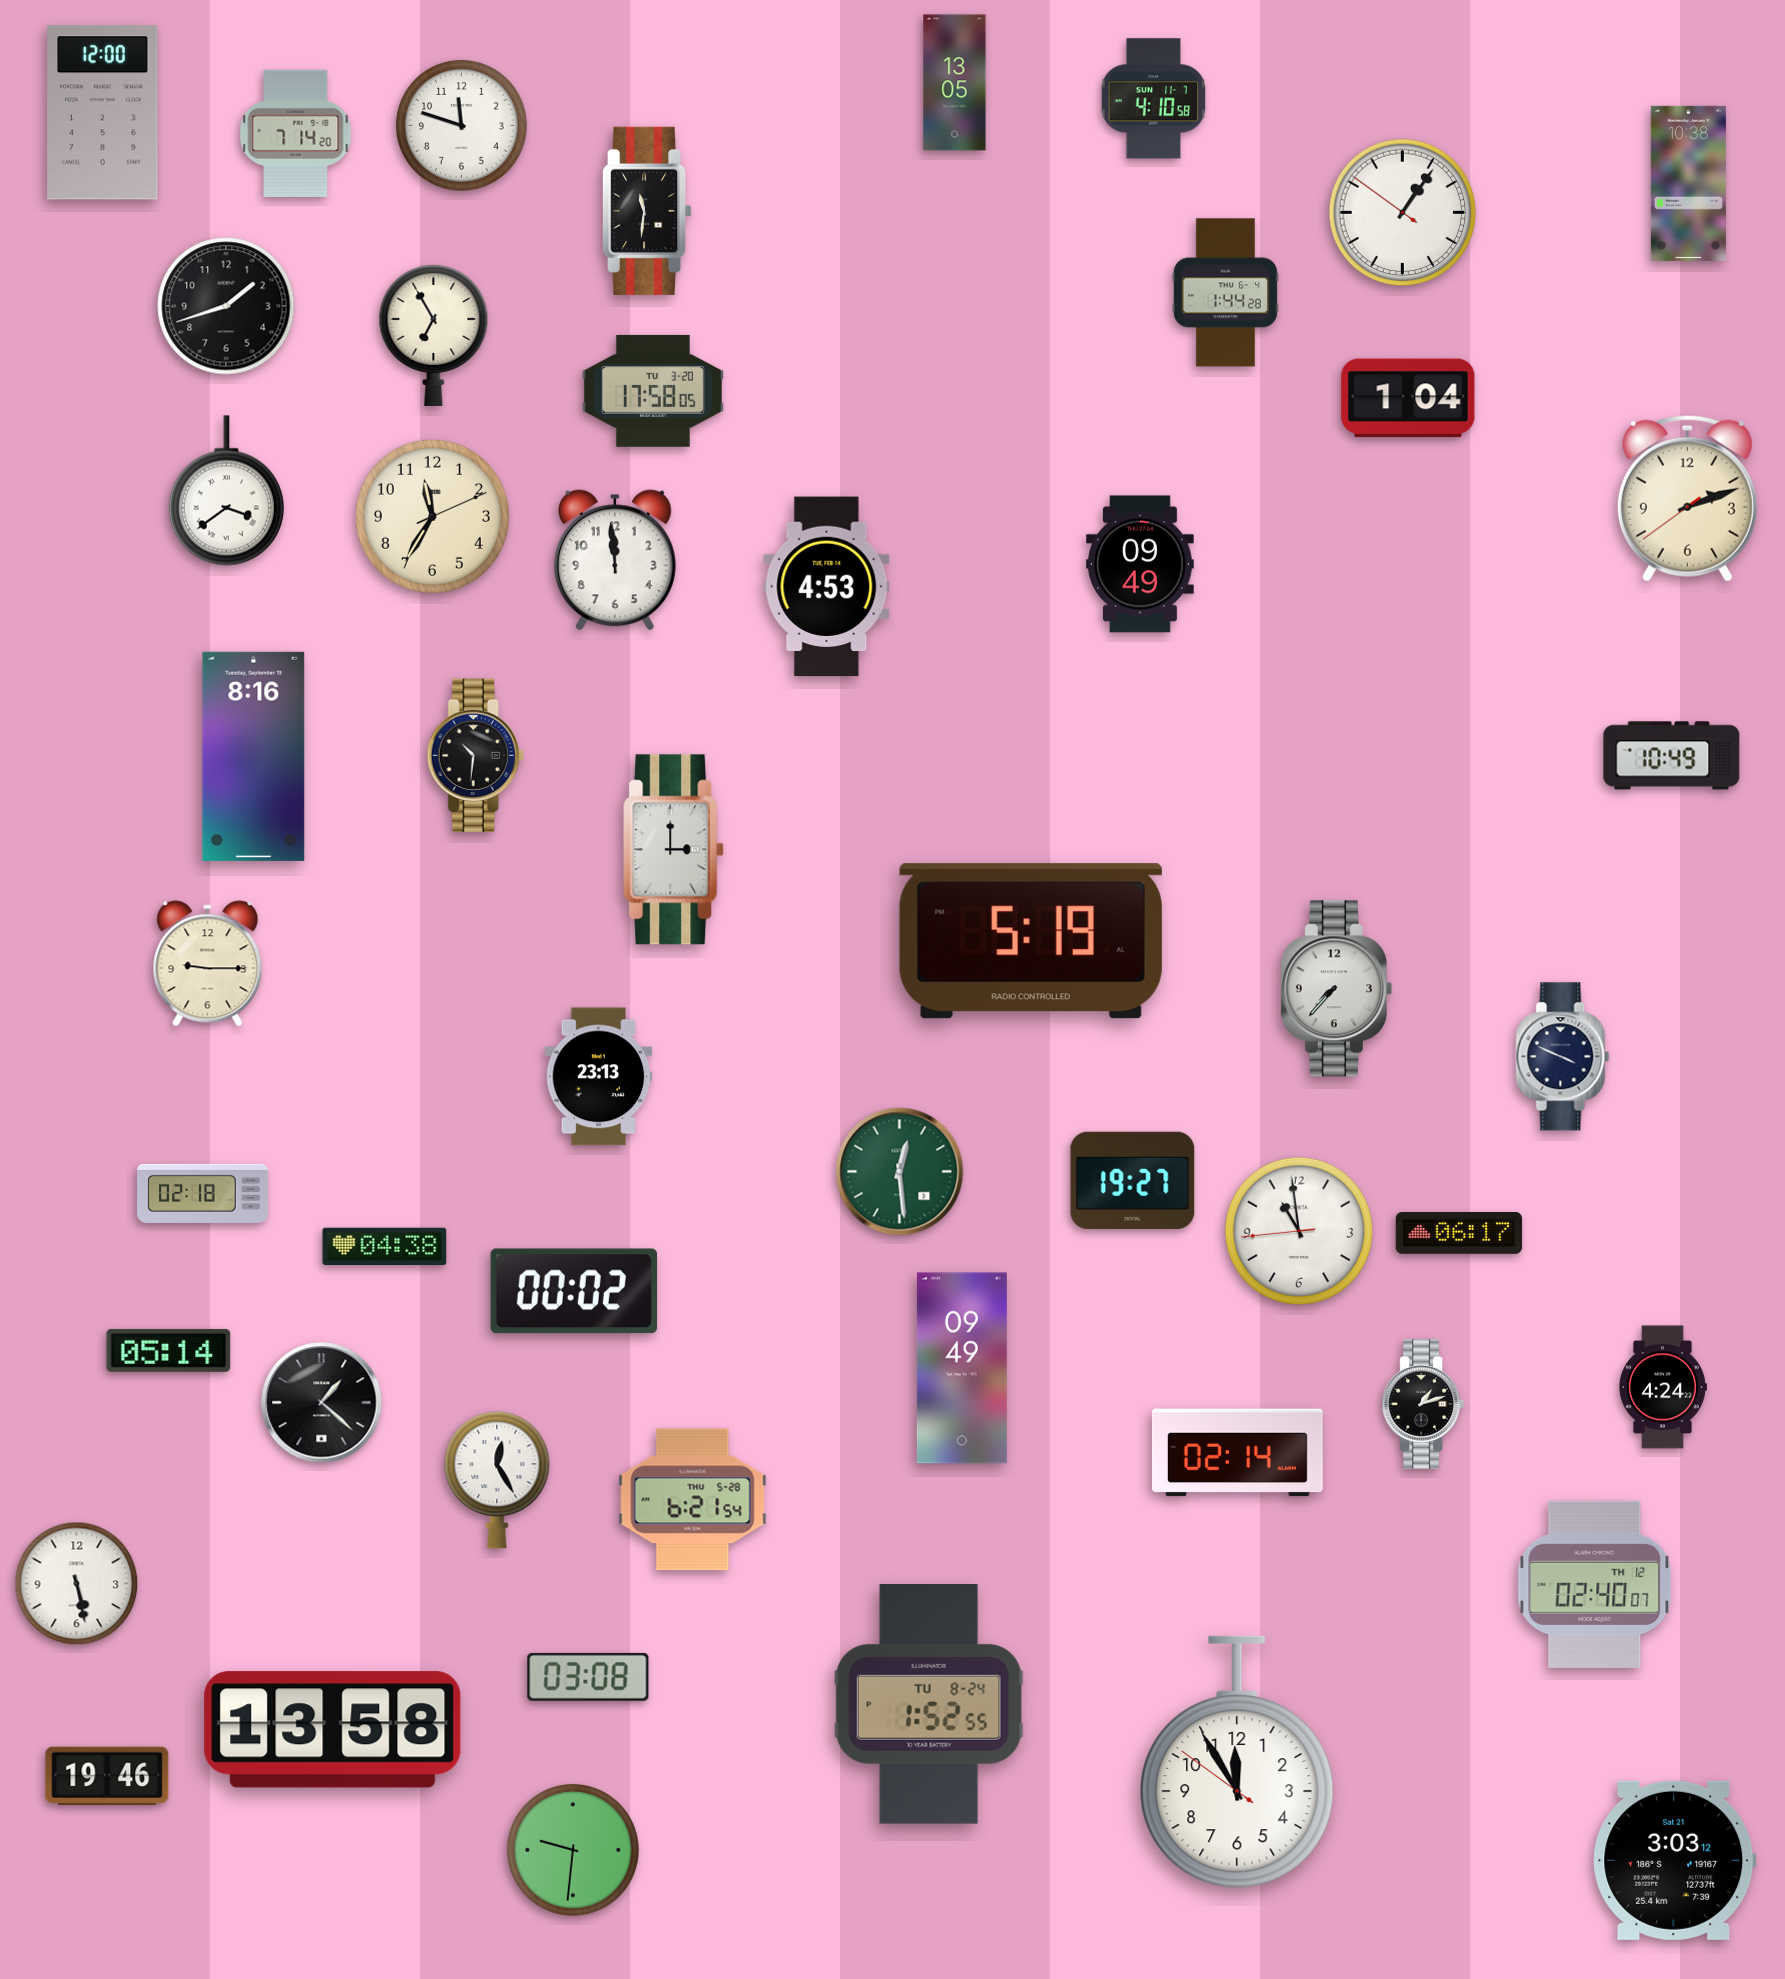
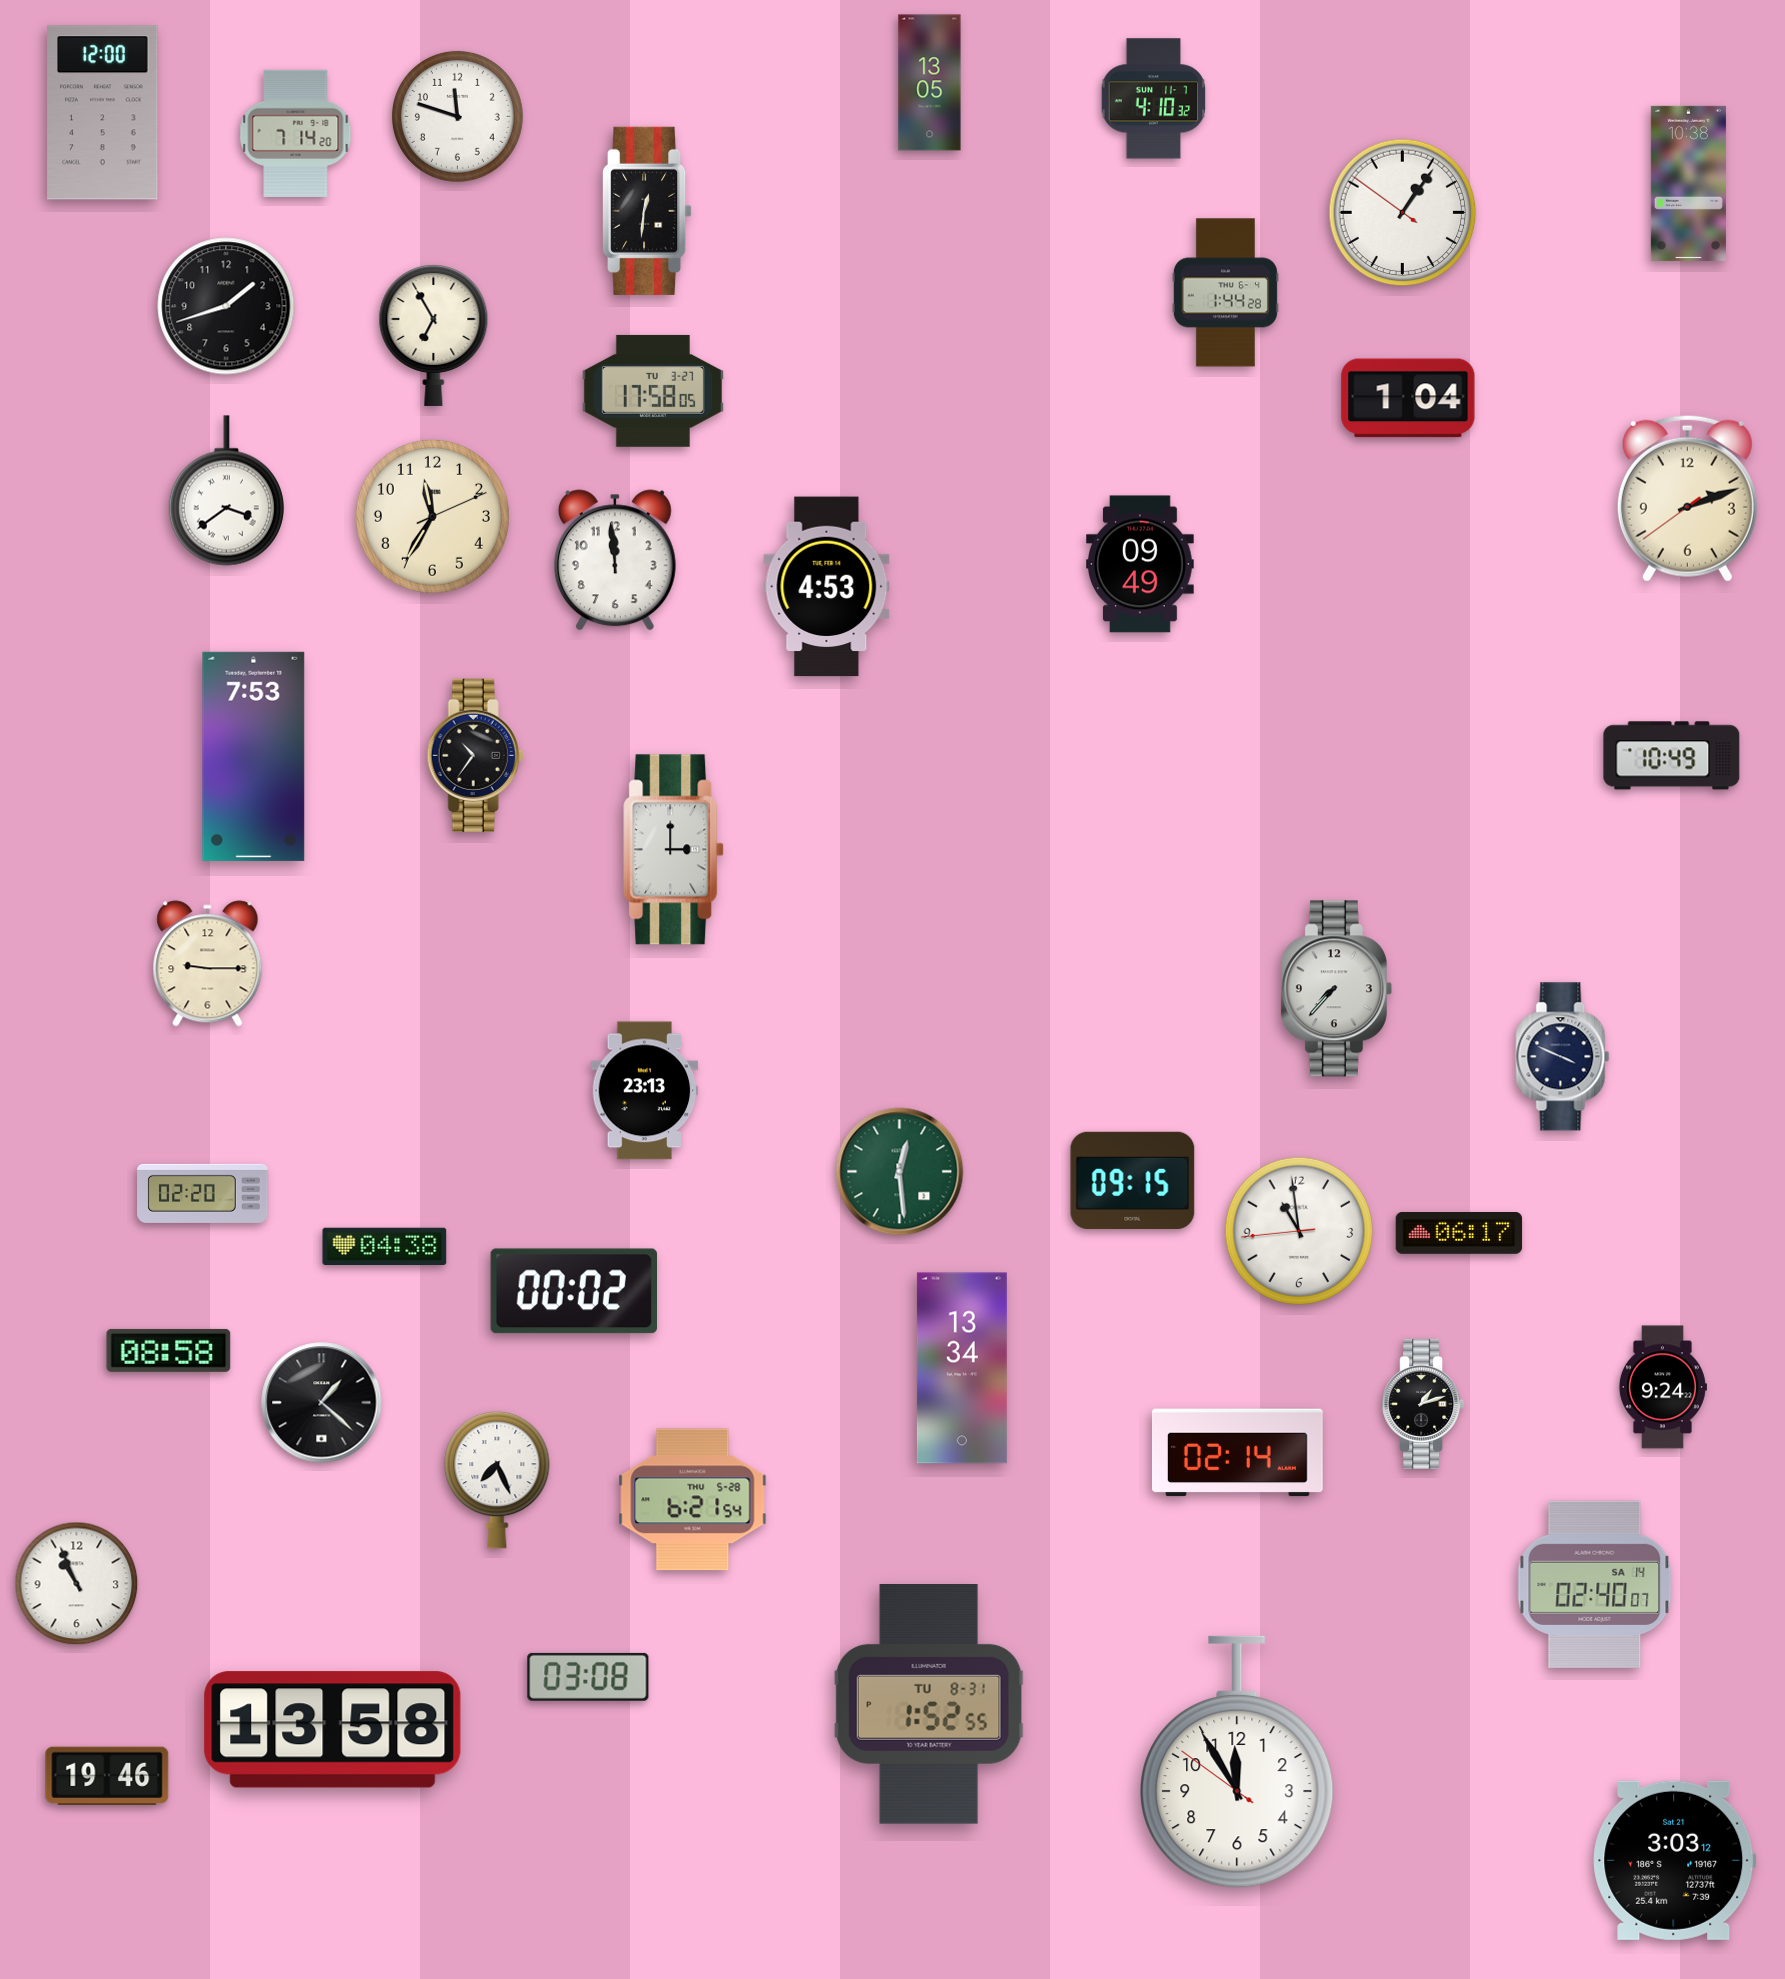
clock at (955, 83) position: (955, 83) -> (930, 83)
clock at (1154, 99): 4:10:58 -> 4:10:32
clock at (461, 125) position: (461, 125) -> (457, 116)
clock at (648, 211): 11:31 -> 12:31
clock at (653, 391) date: TU 3-20 -> TU 3-27
clock at (254, 756): 8:16 -> 7:53
clock at (475, 756): 10:31 -> 10:36
clock at (1031, 941): 5:19 -> none
clock at (599, 1077) position: (599, 1077) -> (645, 1091)
clock at (1133, 1180): 19:27 -> 09:15
clock at (203, 1193): 02:18 -> 02:20
clock at (169, 1350): 05:14 -> 08:58
clock at (962, 1368): 09:49 -> 13:34
clock at (1662, 1387): 4:24 -> 9:24
clock at (497, 1480): 12:25 -> 7:26
clock at (77, 1584): 5:28 -> 10:56
clock at (1595, 1584) date: TH 12 -> SA 14
clock at (929, 1705) date: TU 8-24 -> TU 8-31
clock at (573, 1850): 9:31 -> none
